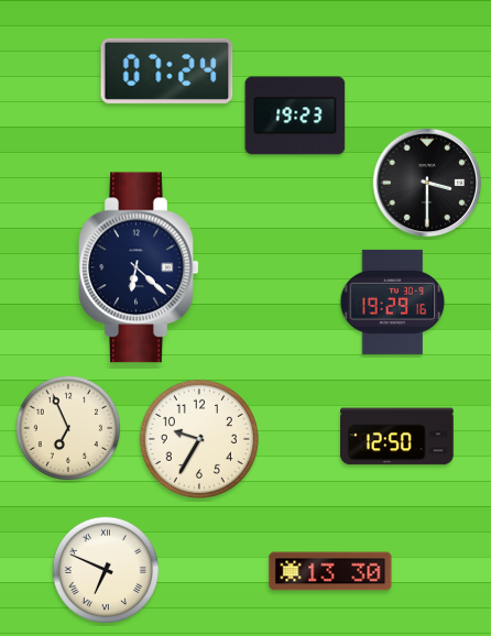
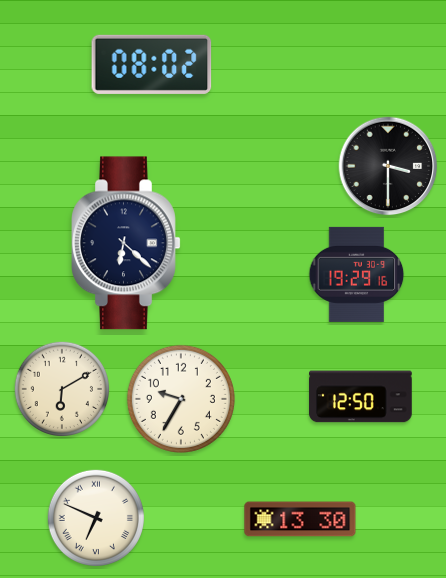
clock at (167, 70): 07:24 -> 08:02
clock at (295, 116): 19:23 -> none
clock at (67, 427): 6:56 -> 6:10
